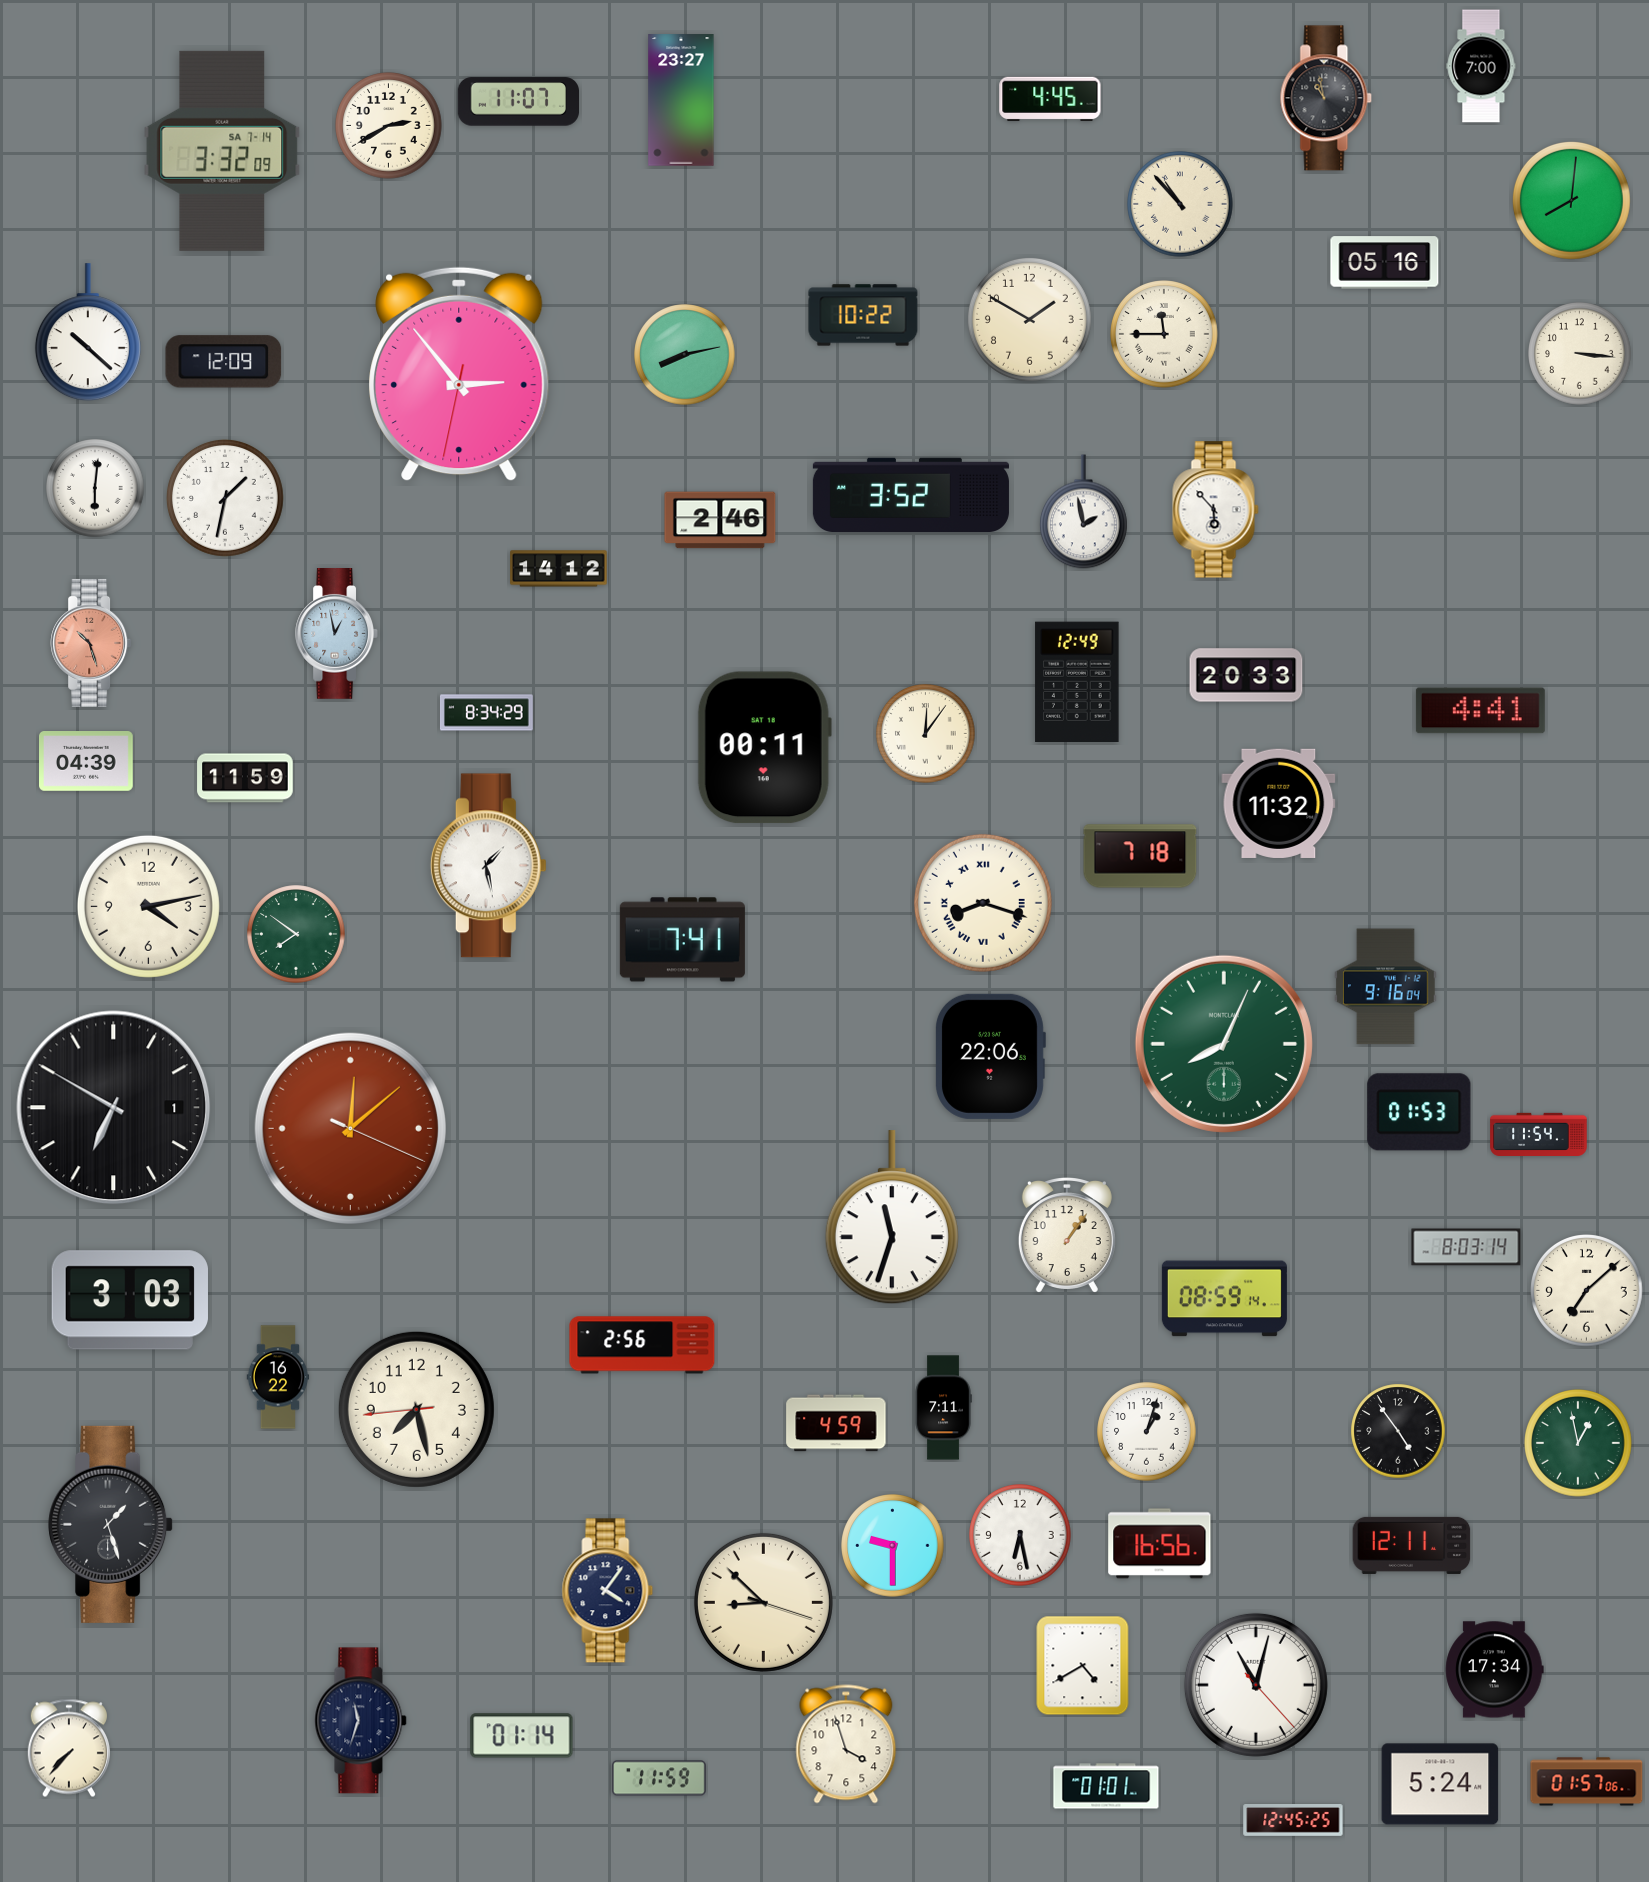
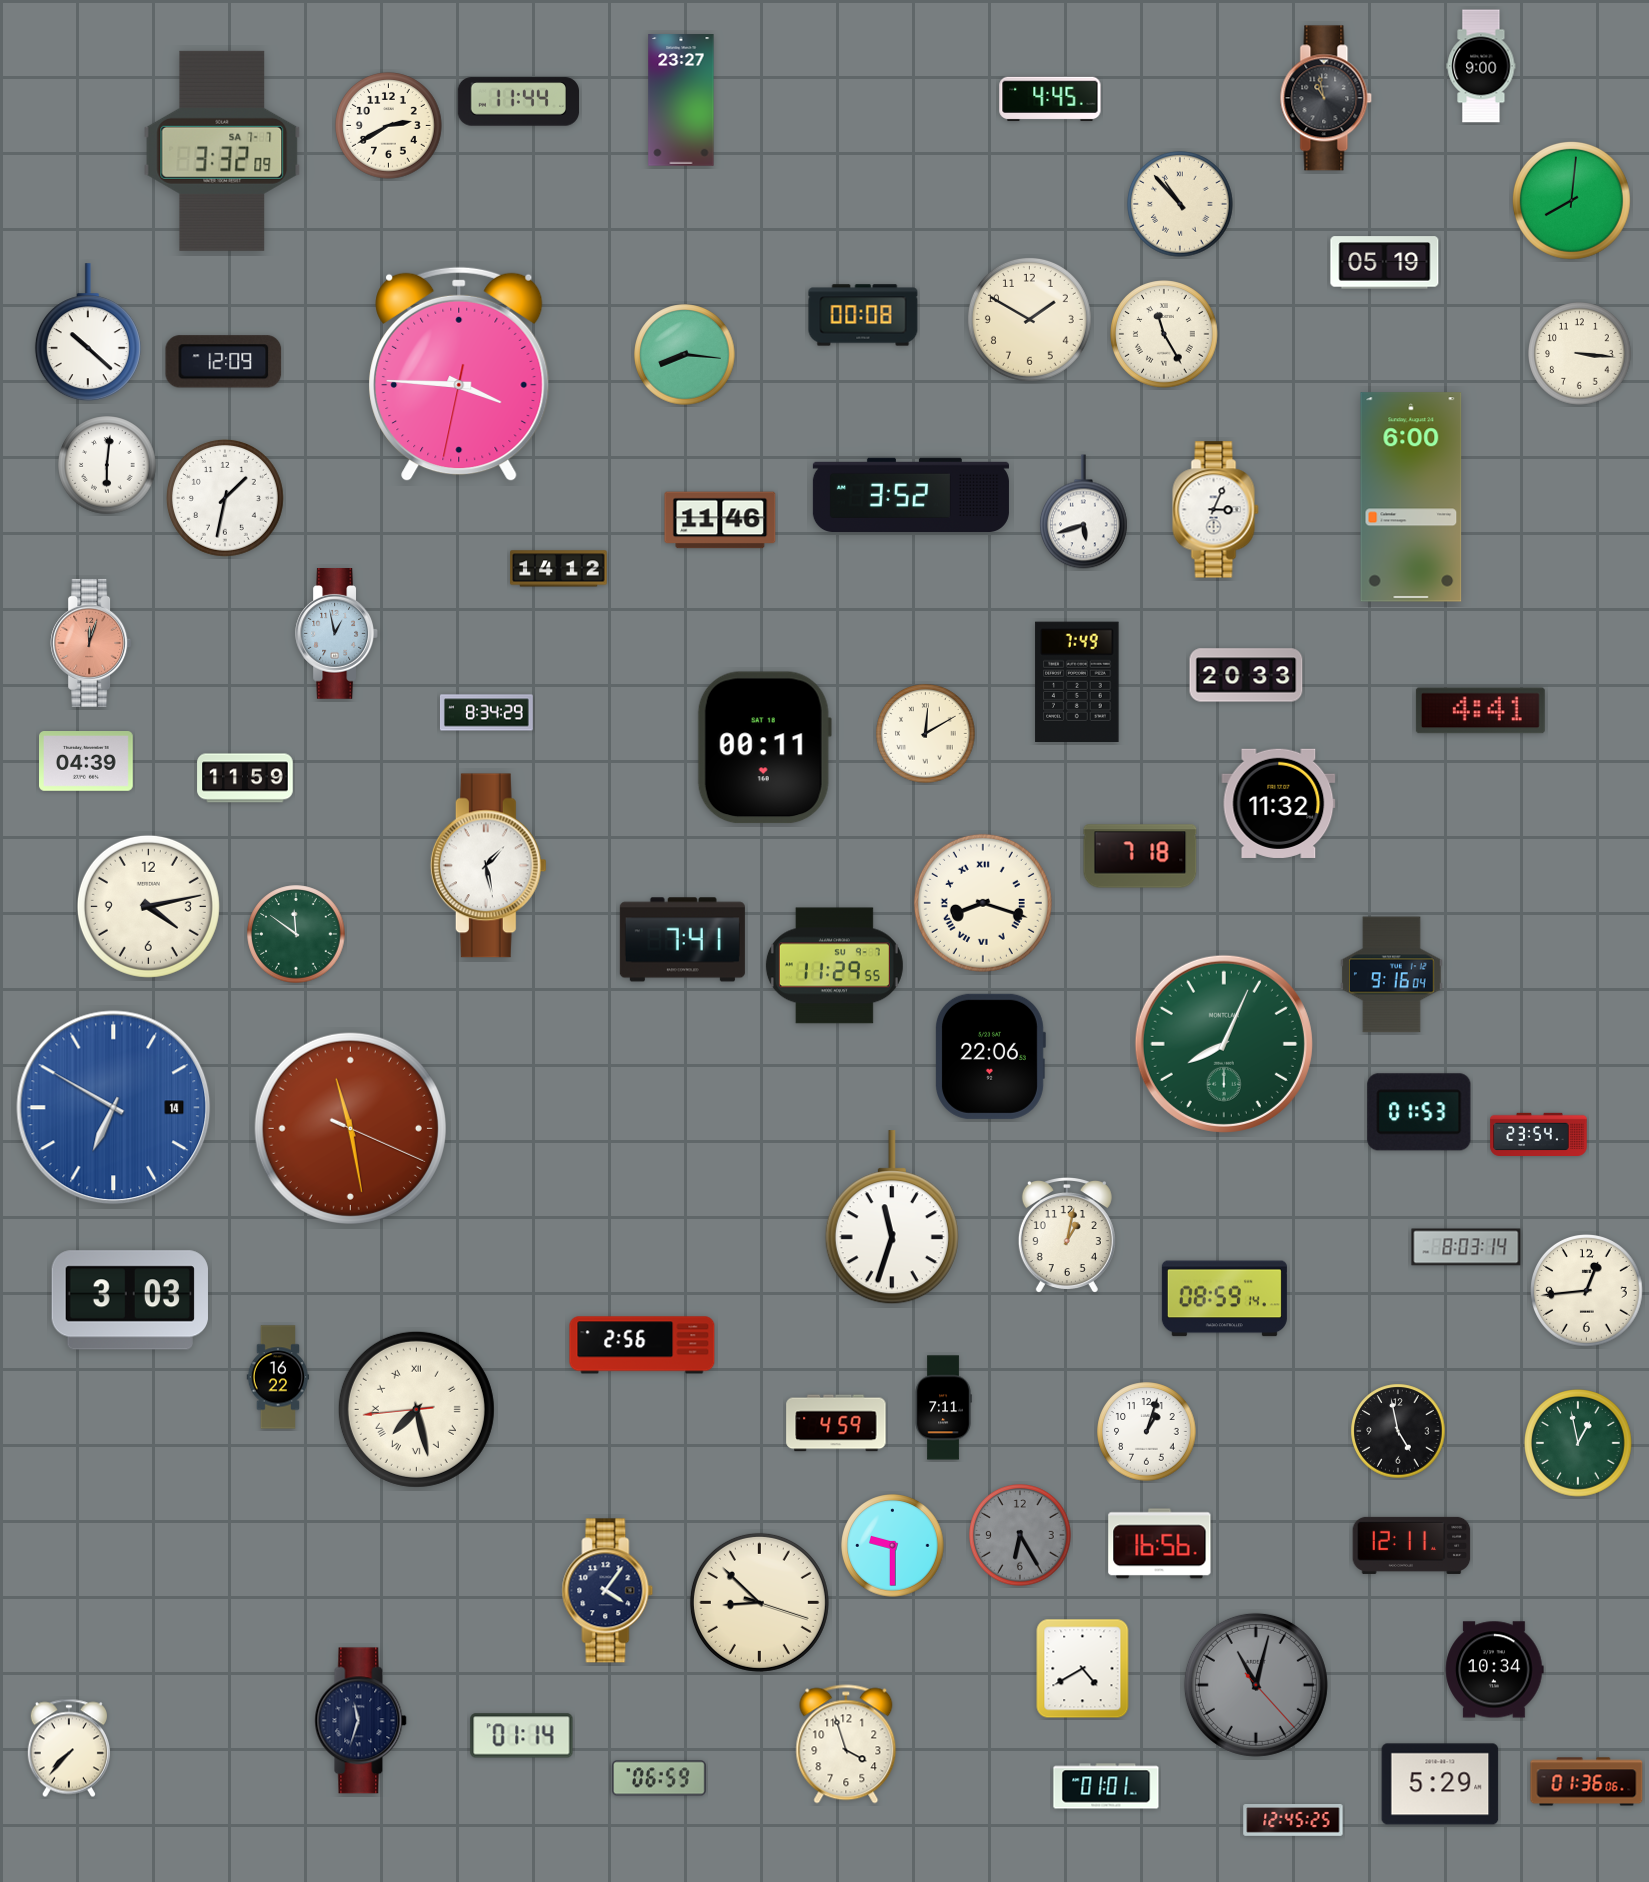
clock at (1481, 66): 7:00 -> 9:00
clock at (518, 102): 11:07 -> 11:44
clock at (222, 151) date: SA 7-14 -> SA 7-7
clock at (1385, 263): 05:16 -> 05:19
clock at (863, 315): 10:22 -> 00:08
clock at (1164, 334): 11:45 -> 11:25
clock at (685, 355): 8:13 -> 8:16
clock at (459, 374): 2:53 -> 3:45
clock at (95, 488) position: (95, 488) -> (107, 465)
clock at (1411, 497): none -> 6:00
clock at (1216, 510): 5:53 -> 3:04
clock at (1083, 512): 1:58 -> 5:42
clock at (720, 520): 2:46 -> 11:46
clock at (91, 643): 10:27 -> 12:03
clock at (1077, 681): 12:49 -> 7:49
clock at (926, 734): 12:06 -> 12:10
clock at (296, 934): 7:51 -> 11:51
clock at (834, 966): none -> 11:29
clock at (1386, 987) position: (1386, 987) -> (1392, 975)
clock at (114, 1108) date: 1 -> 14
clock at (114, 1108) dial: black -> blue
clock at (350, 1128): 12:08 -> 11:28
clock at (1539, 1134): 11:54 -> 23:54
clock at (1067, 1235): 1:06 -> 1:02
clock at (1587, 1291): 7:08 -> 12:44
clock at (416, 1409) numerals: Arabic -> Roman
clock at (1398, 1431): 4:54 -> 4:58
clock at (111, 1524): 1:27 -> none
clock at (1020, 1535): 6:28 -> 6:25
clock at (1020, 1535) dial: white -> grey
clock at (763, 1602) position: (763, 1602) -> (759, 1602)
clock at (1083, 1666) position: (1083, 1666) -> (1083, 1669)
clock at (1495, 1670): 17:34 -> 10:34
clock at (1256, 1685) dial: white -> grey
clock at (660, 1778): 11:59 -> 06:59
clock at (1587, 1782): 01:57 -> 01:36
clock at (1440, 1784): 5:24 -> 5:29
